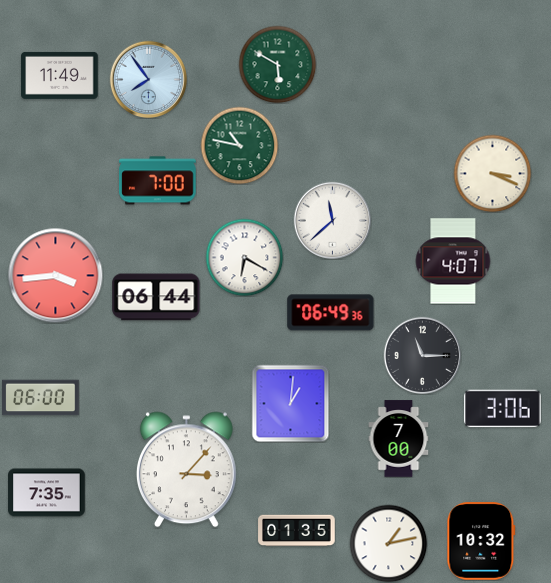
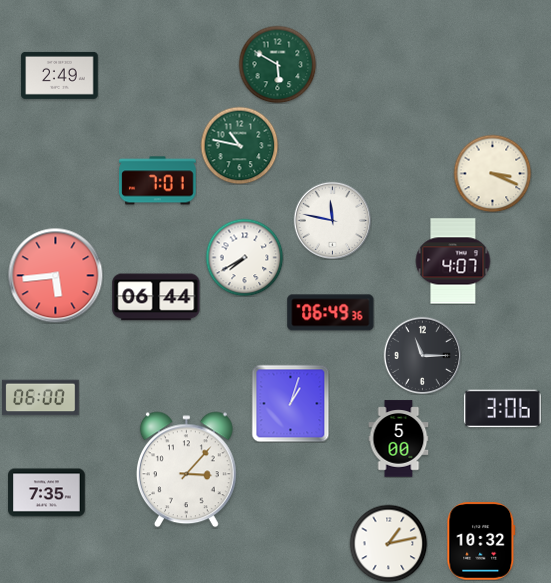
clock at (60, 75): 11:49 -> 2:49
clock at (148, 79): 7:54 -> none
clock at (158, 181): 7:00 -> 7:01
clock at (332, 220): 11:38 -> 11:47
clock at (244, 257): 6:20 -> 7:40
clock at (55, 275): 3:44 -> 5:44
clock at (290, 403): 1:01 -> 1:03
clock at (399, 439): 7:00 -> 5:00
clock at (297, 531): 01:35 -> none
